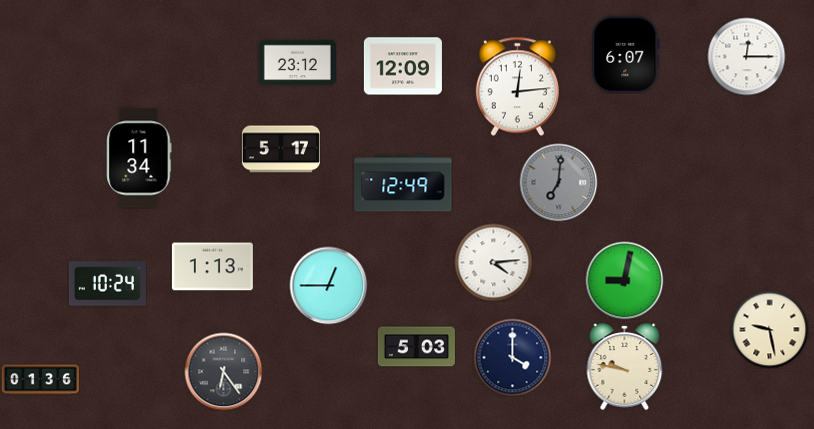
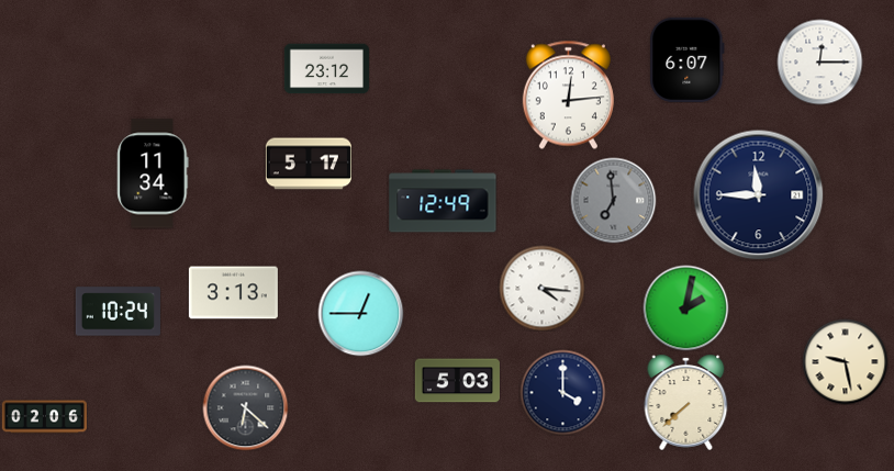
clock at (403, 66): 12:09 -> none
clock at (759, 195): none -> 11:45
clock at (558, 182): 7:01 -> 6:59
clock at (493, 262): 4:14 -> 4:16
clock at (212, 267): 1:13 -> 3:13
clock at (624, 280): 9:02 -> 2:02
clock at (625, 366): 9:47 -> 7:38
clock at (223, 371): 6:24 -> 6:22
clock at (40, 380): 01:36 -> 02:06
